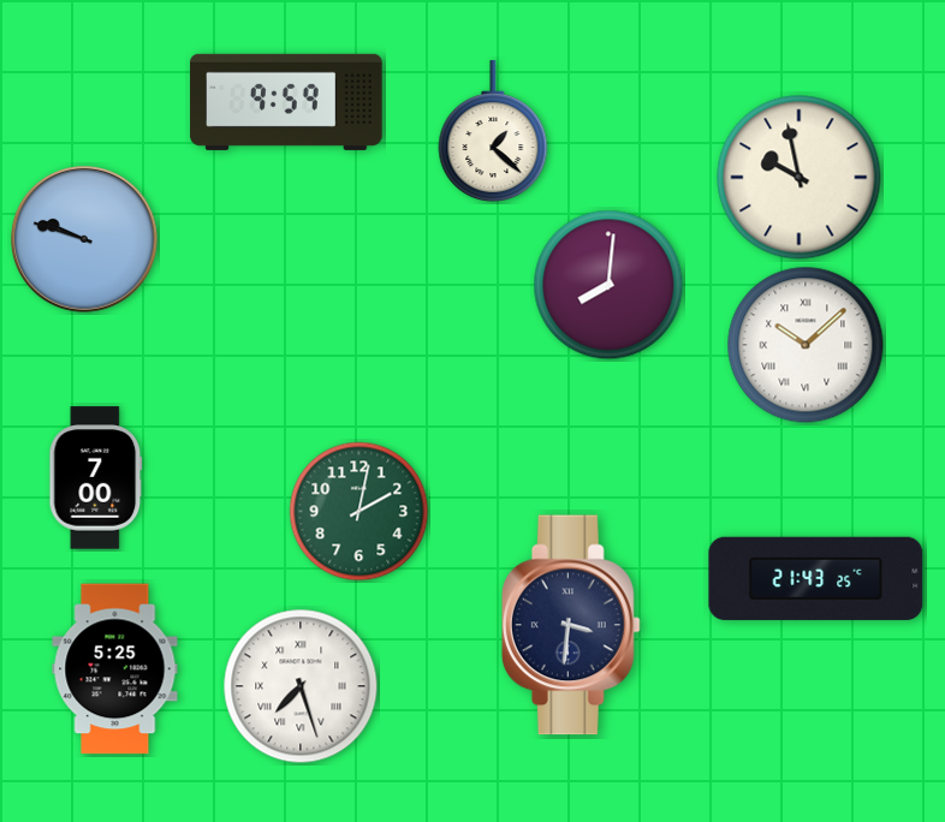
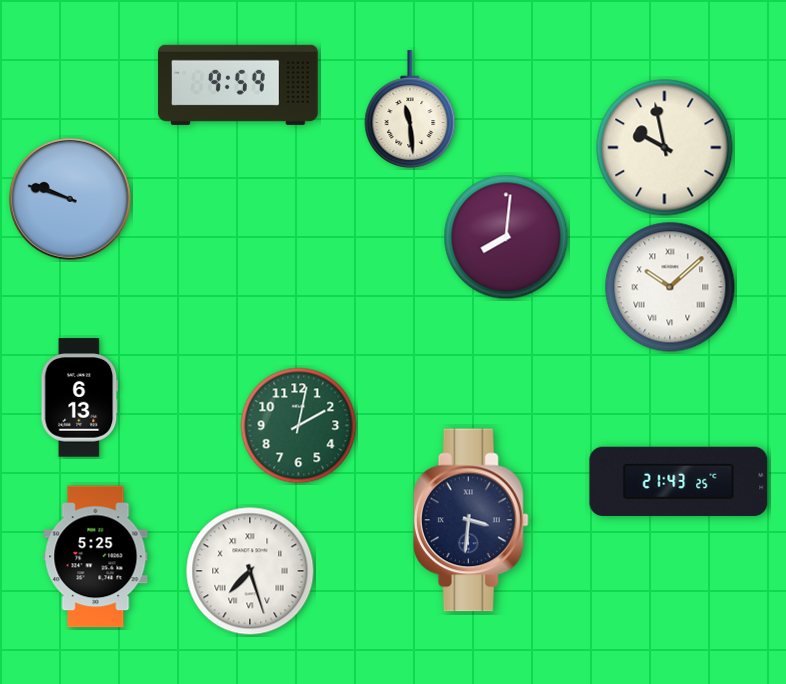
clock at (493, 131): 1:22 -> 11:29
clock at (96, 478): 7:00 -> 6:13
clock at (571, 625) position: (571, 625) -> (471, 520)
